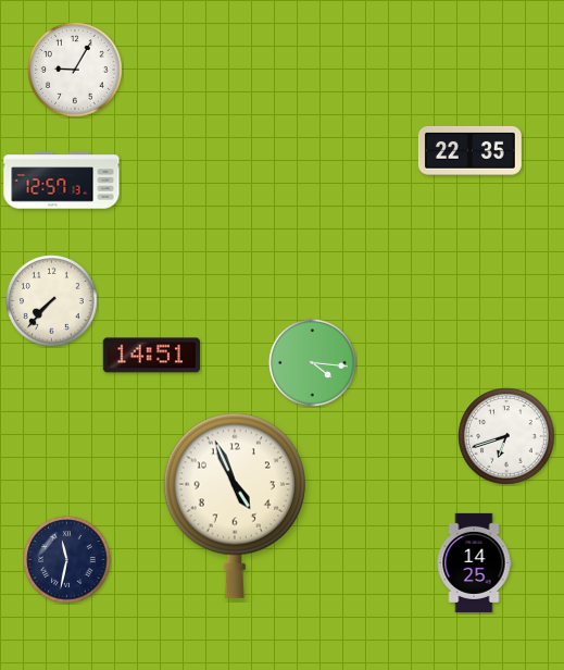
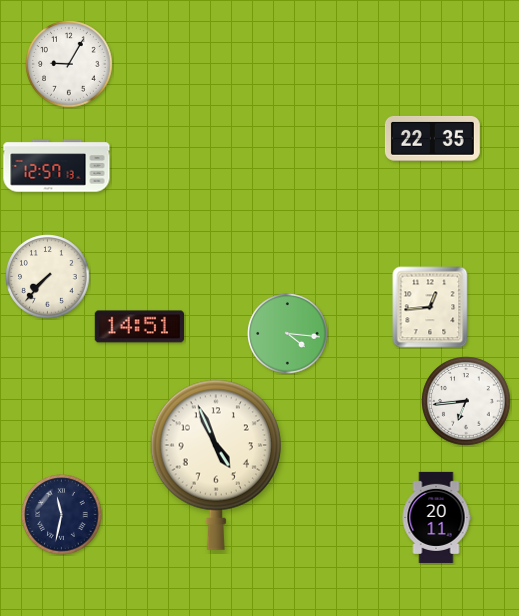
clock at (430, 307): none -> 12:44
clock at (506, 436): 6:42 -> 6:44
clock at (474, 562): 14:25 -> 20:11
